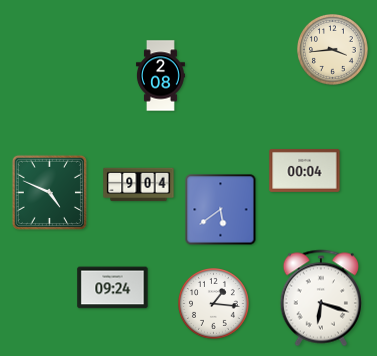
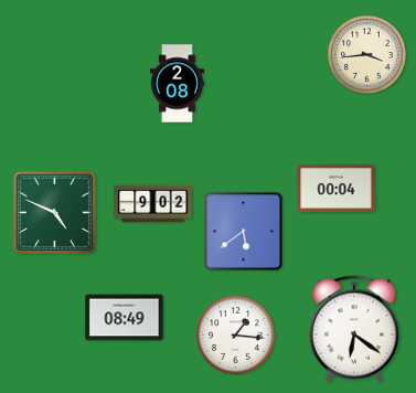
clock at (139, 185): 9:04 -> 9:02
clock at (113, 288): 09:24 -> 08:49
clock at (321, 298): 6:18 -> 6:21
